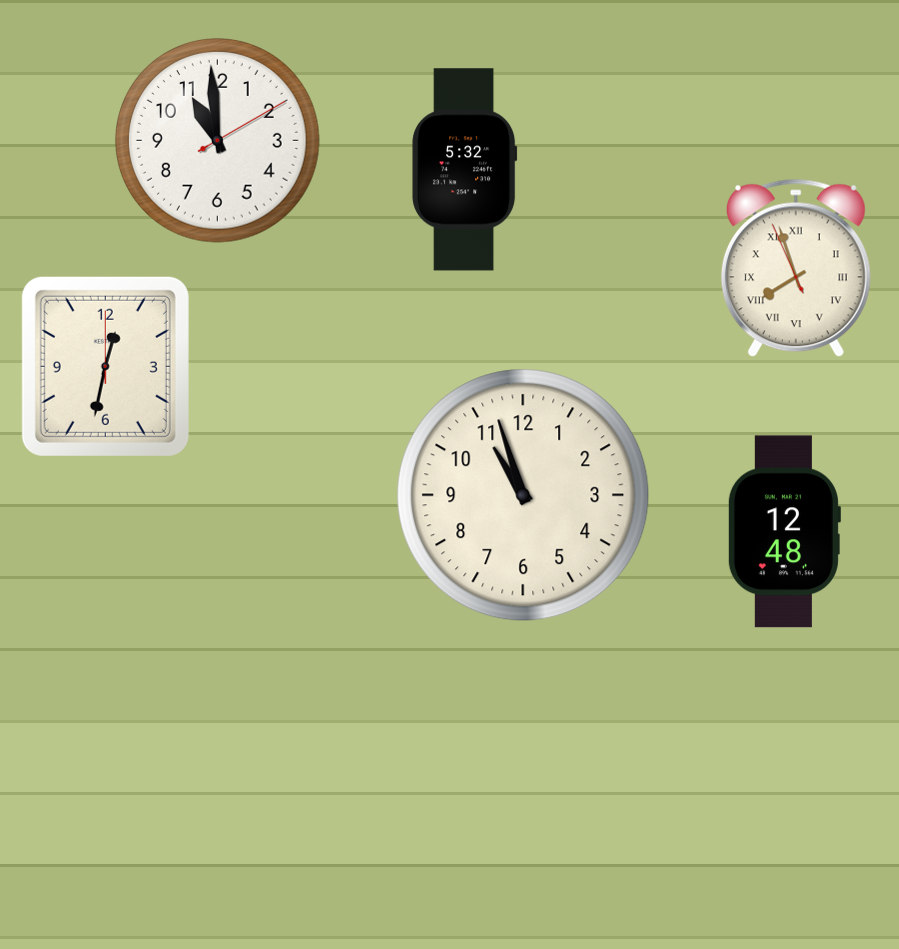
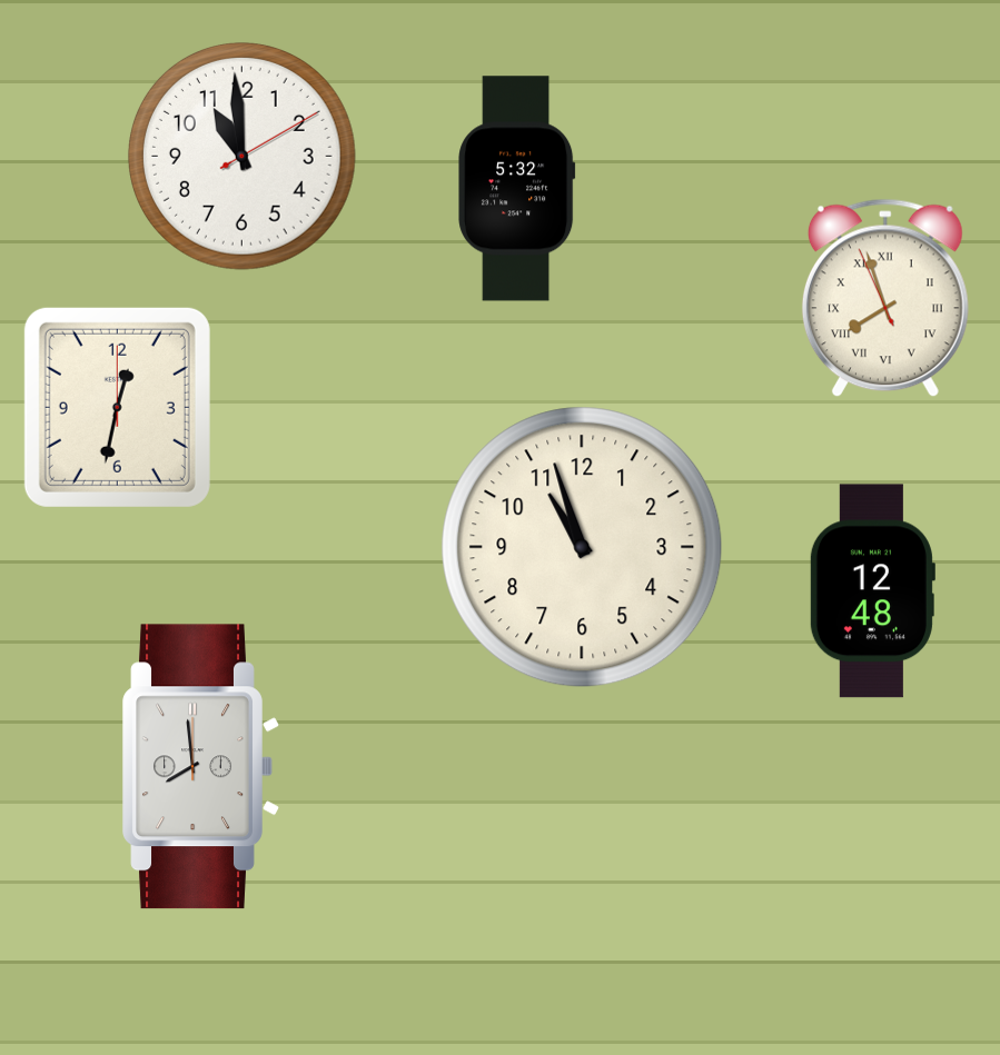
clock at (523, 495) position: (523, 495) -> (582, 547)
clock at (201, 767): none -> 7:59
